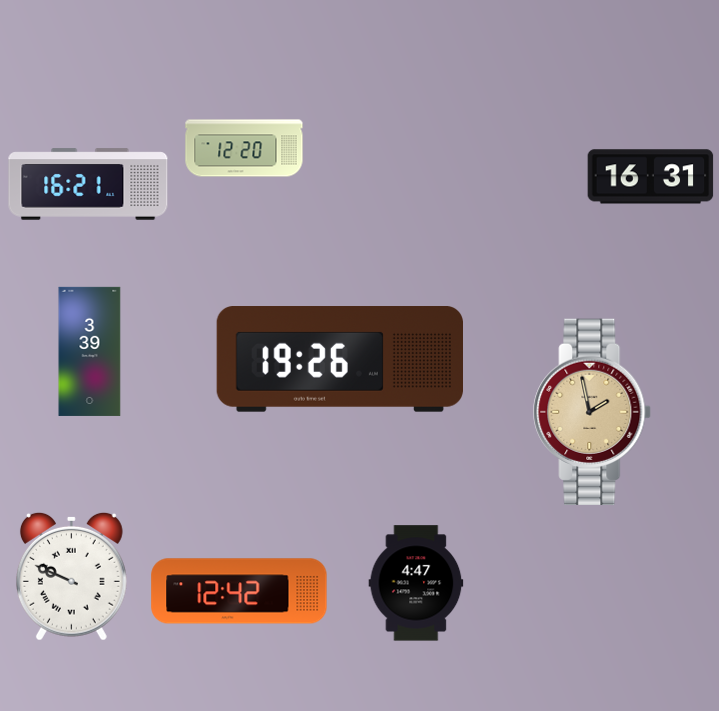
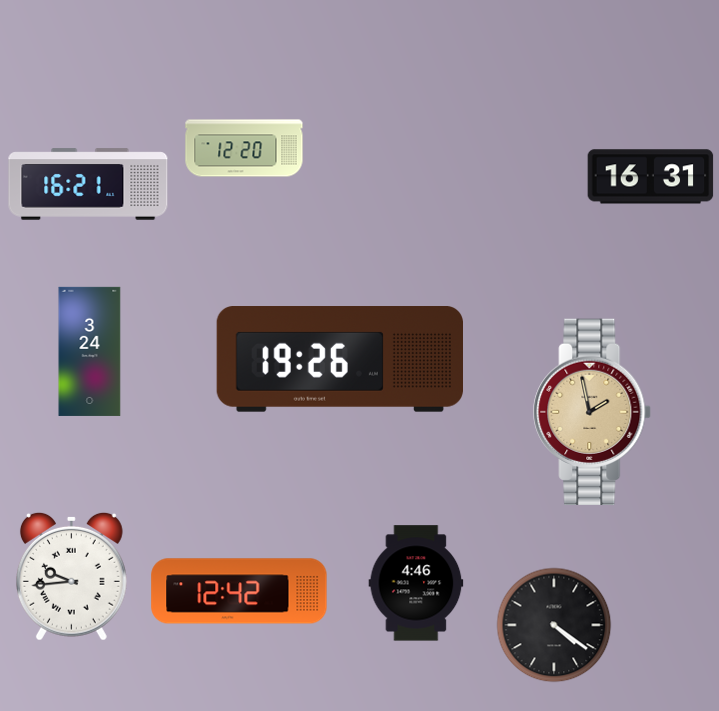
clock at (90, 351): 3:39 -> 3:24
clock at (71, 576): 9:49 -> 9:44
clock at (416, 583): 4:47 -> 4:46
clock at (554, 625): none -> 4:21
